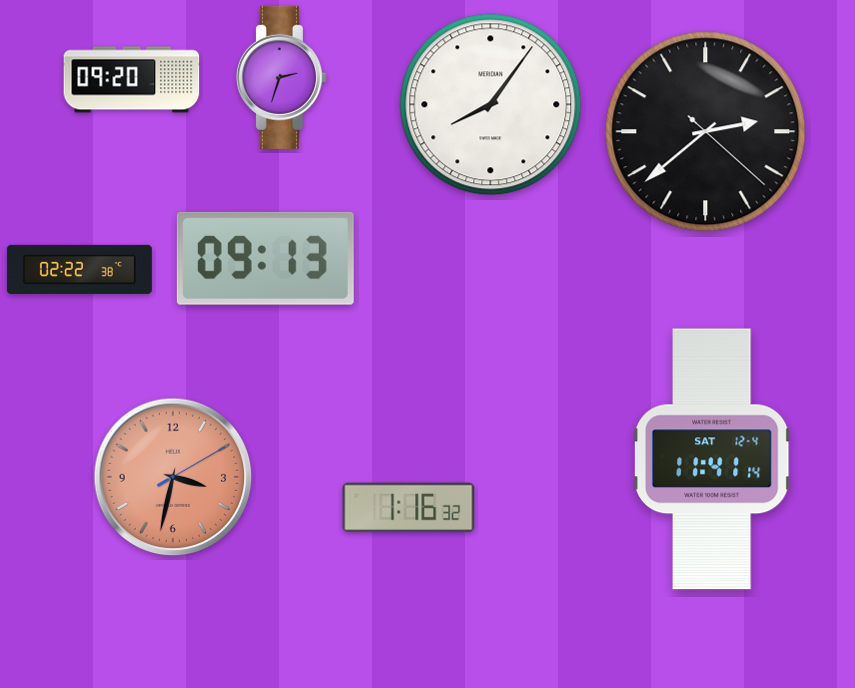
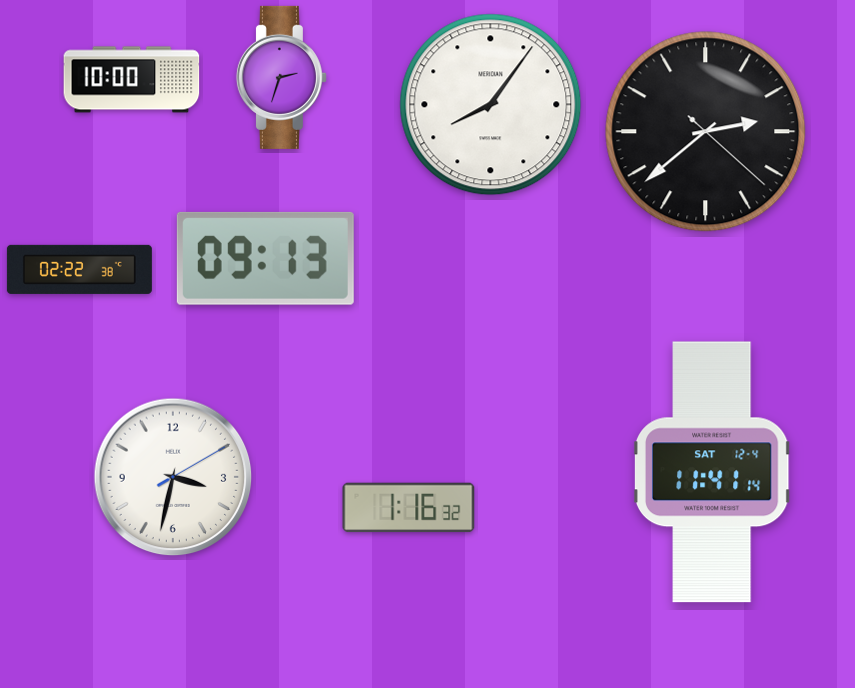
clock at (132, 80): 09:20 -> 10:00
clock at (712, 459) position: (712, 459) -> (712, 472)
clock at (173, 477) dial: salmon -> white
